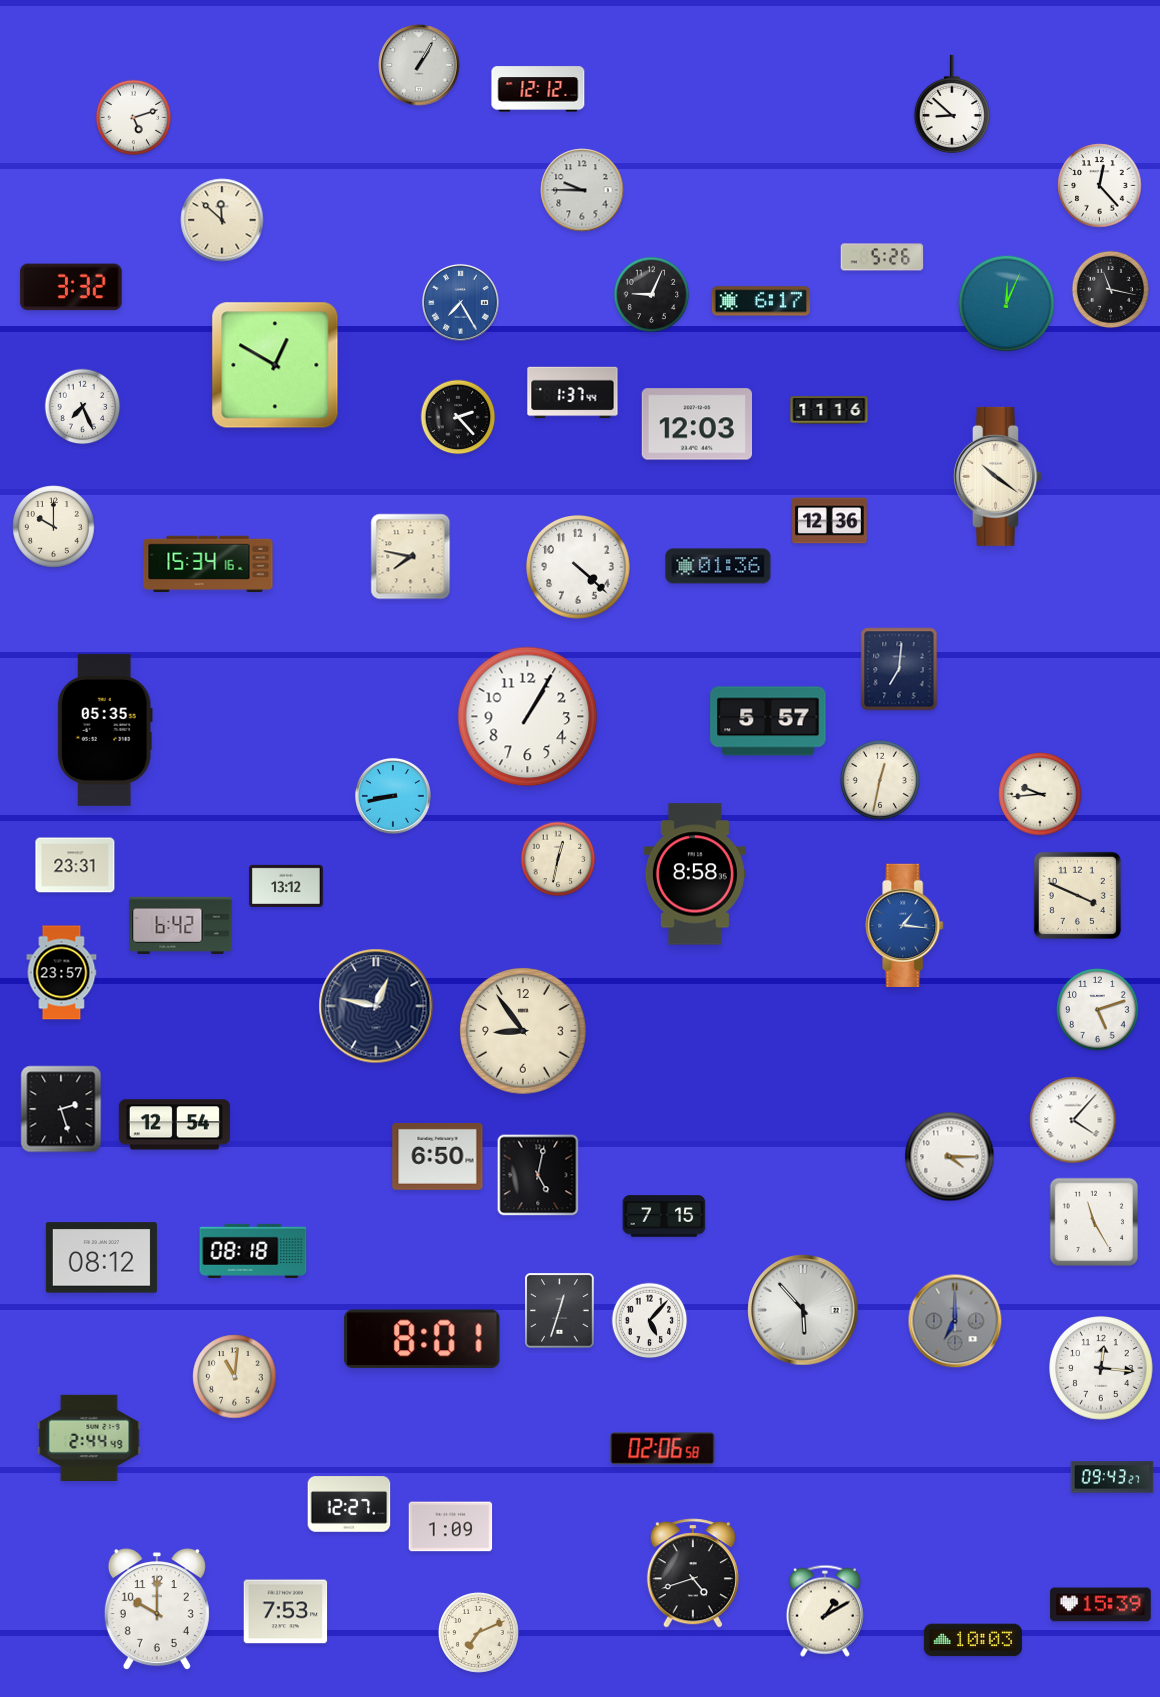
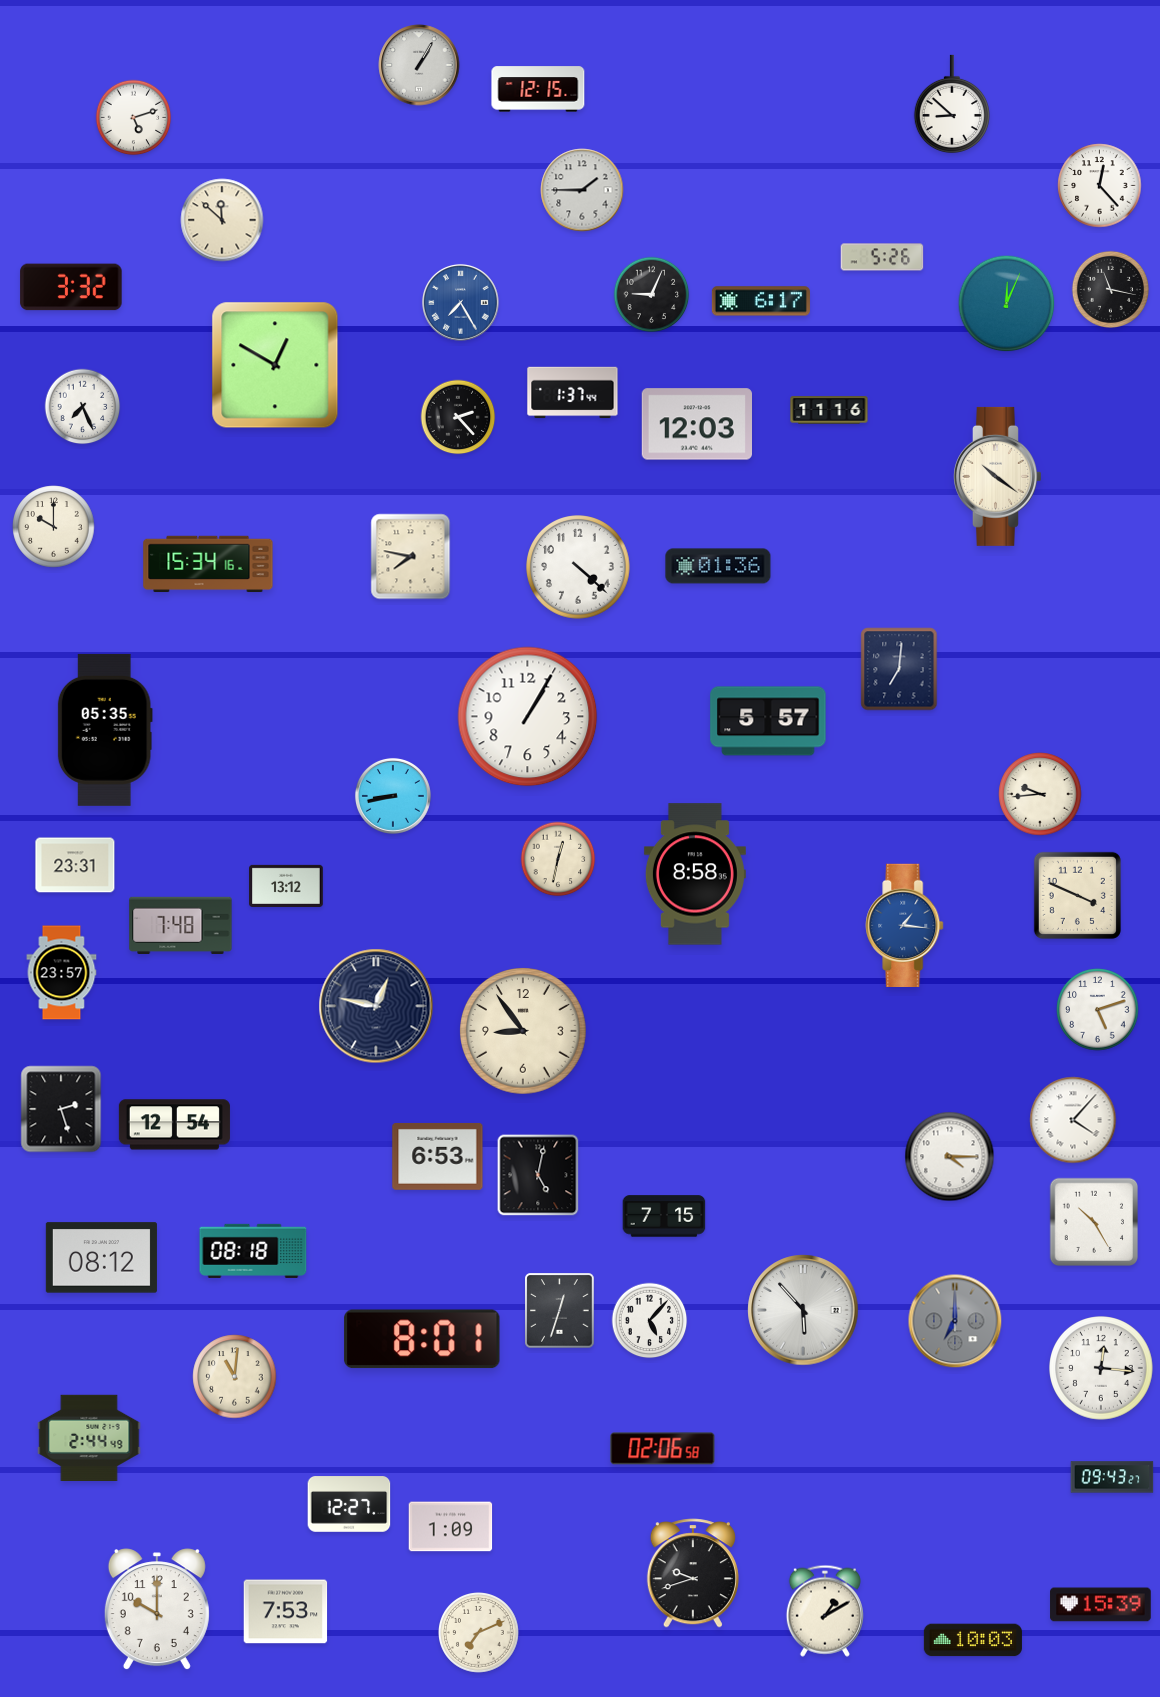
clock at (538, 89): 12:12 -> 12:15
clock at (582, 190): 9:45 -> 1:45
clock at (830, 521): 12:36 -> none
clock at (880, 780): 12:32 -> none
clock at (181, 925): 6:42 -> 7:48
clock at (438, 1156): 6:50 -> 6:53
clock at (1093, 1221): 11:25 -> 10:25
clock at (693, 1573): 4:42 -> 9:42
